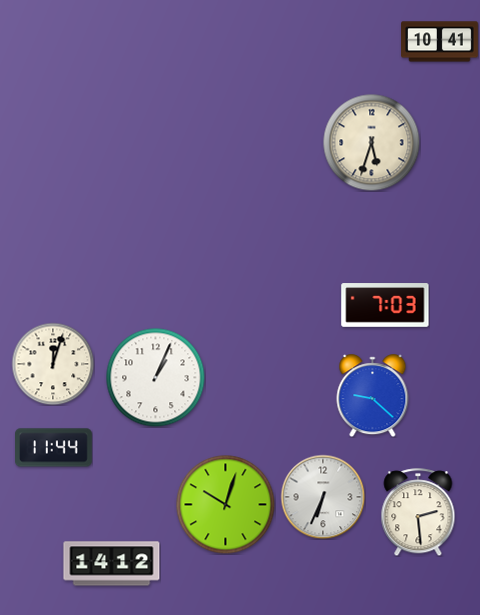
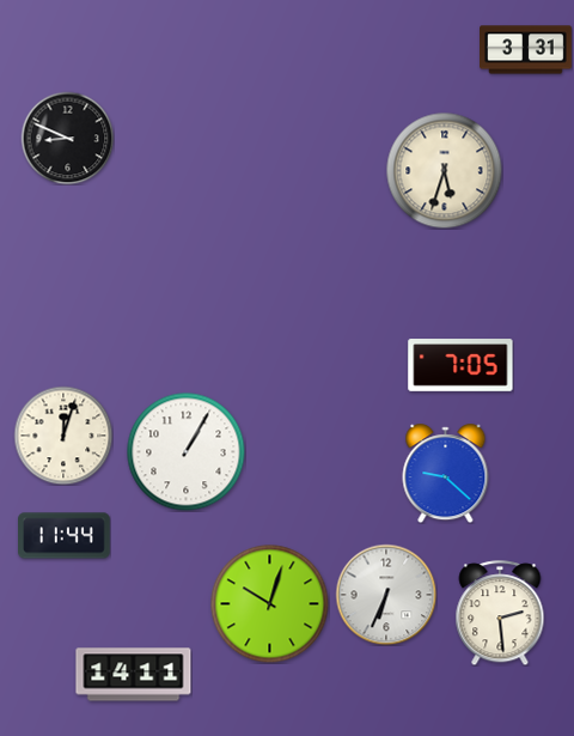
clock at (440, 42): 10:41 -> 3:31
clock at (67, 138): none -> 8:49
clock at (385, 305): 7:03 -> 7:05
clock at (156, 378): 1:04 -> 1:05
clock at (112, 564): 14:12 -> 14:11
